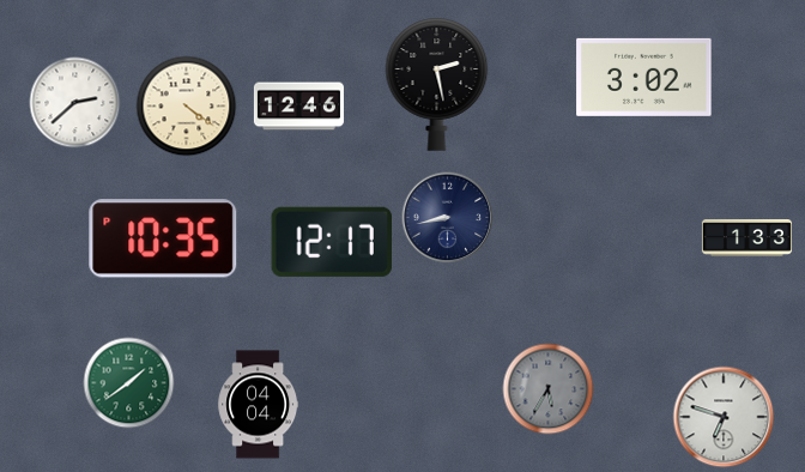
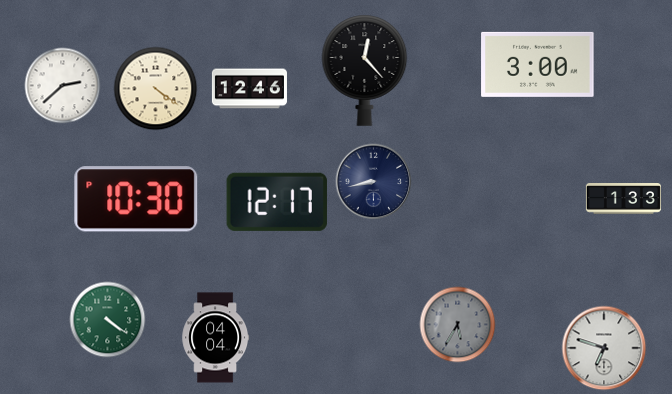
clock at (644, 77): 3:02 -> 3:00
clock at (437, 84): 2:28 -> 12:23
clock at (163, 238): 10:35 -> 10:30
clock at (129, 383): 1:39 -> 4:21
